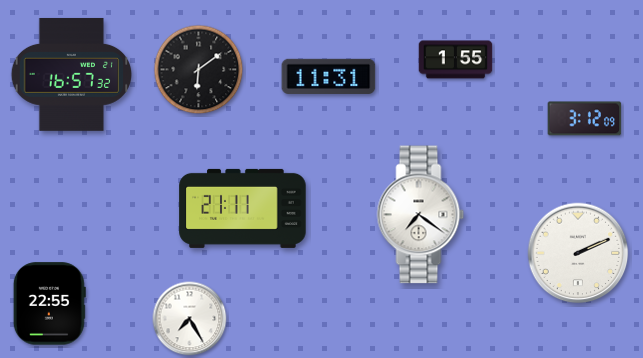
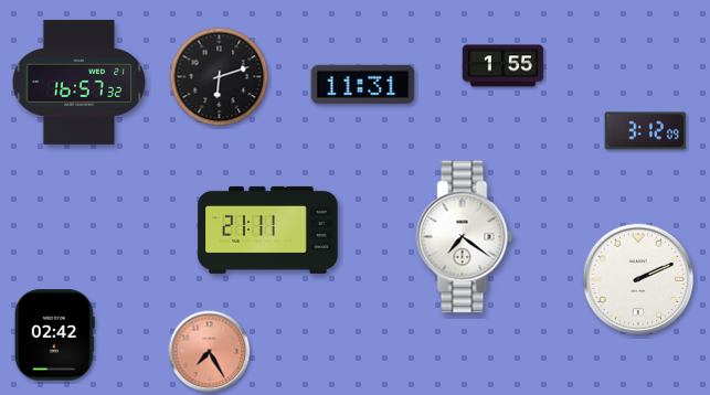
clock at (199, 70): 6:09 -> 6:12
clock at (49, 304): 22:55 -> 02:42
clock at (190, 319) dial: white -> salmon
